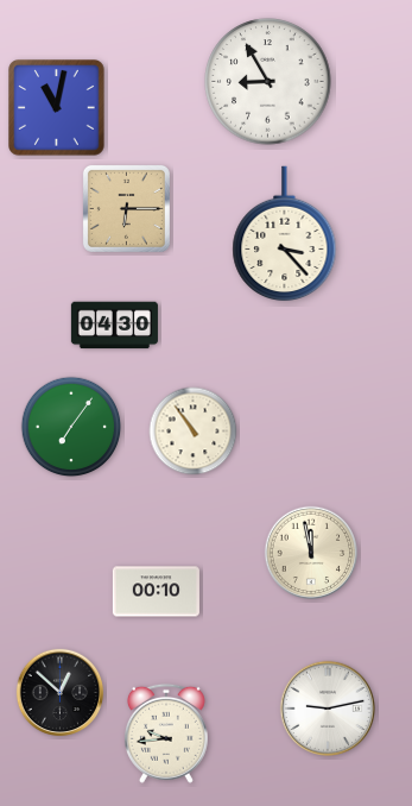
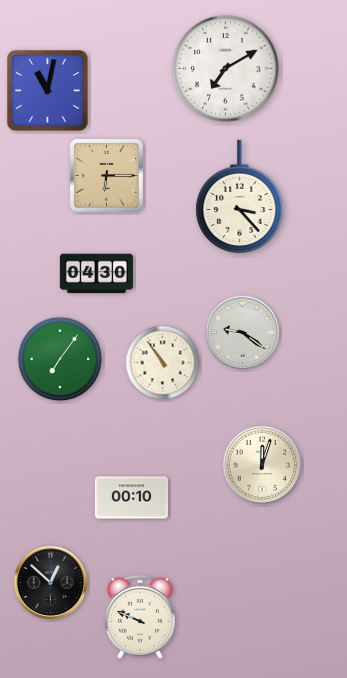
clock at (268, 82): 8:55 -> 7:10
clock at (243, 333): none -> 9:21
clock at (311, 553): 11:58 -> 12:03
clock at (327, 707): 9:13 -> none
clock at (166, 733): 9:44 -> 9:49
